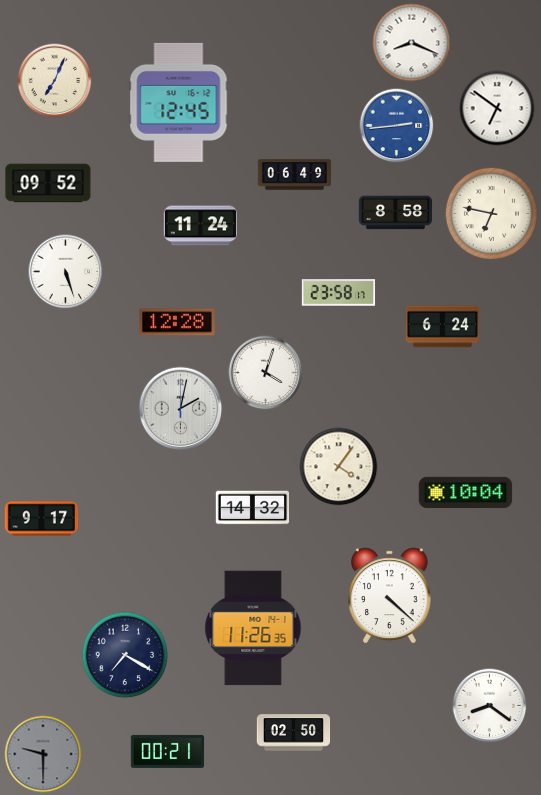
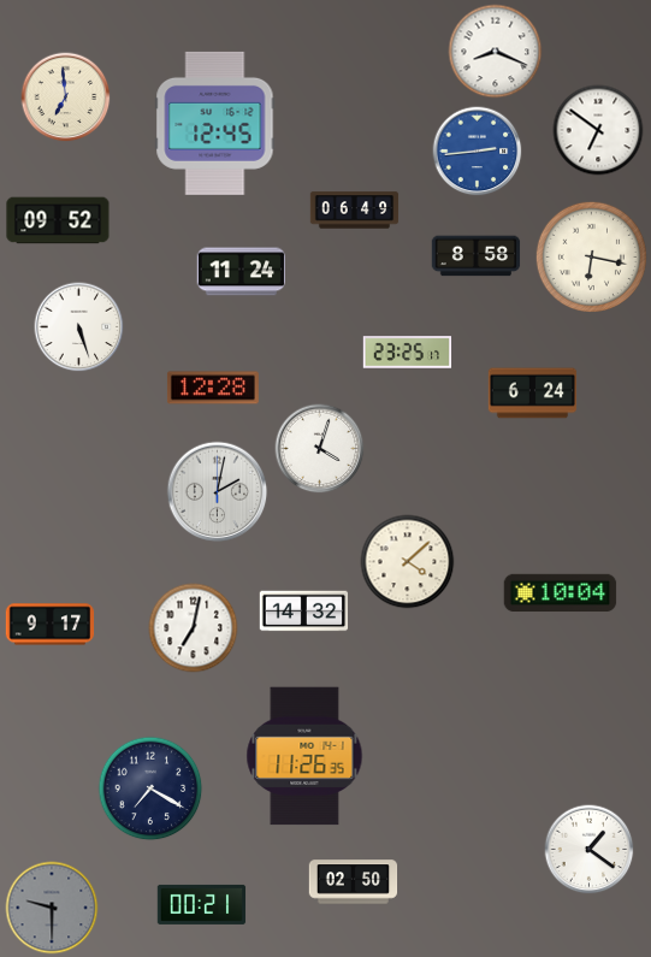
clock at (55, 81): 7:04 -> 6:59
clock at (491, 213): 6:47 -> 6:17
clock at (339, 293): 23:58 -> 23:25
clock at (339, 467): 4:06 -> 4:08
clock at (194, 628): none -> 7:02
clock at (390, 596): 4:22 -> none
clock at (490, 706): 8:21 -> 1:21
